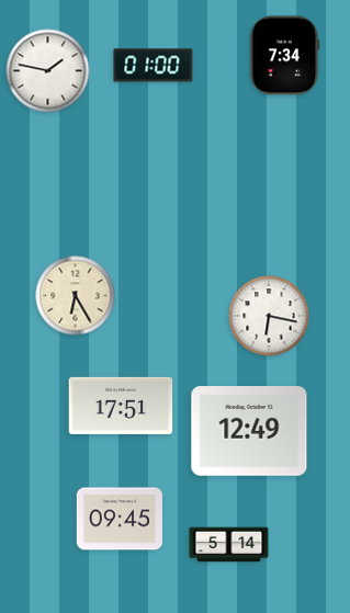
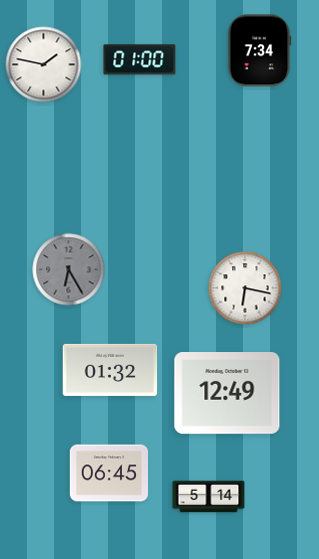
clock at (76, 296) dial: cream -> grey
clock at (121, 406): 17:51 -> 01:32
clock at (118, 519): 09:45 -> 06:45
